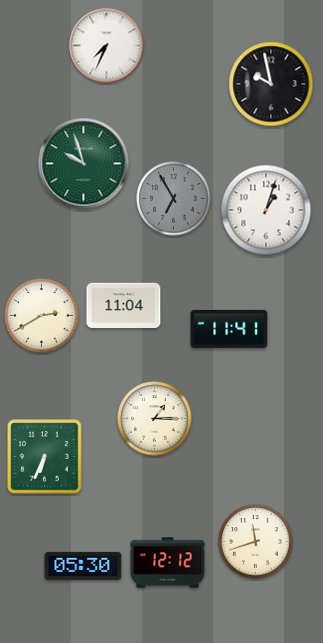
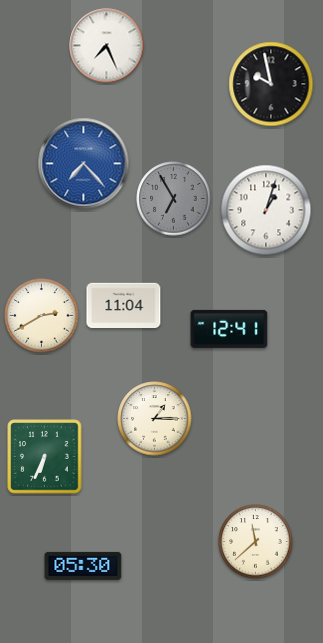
clock at (107, 46): 7:34 -> 7:26
clock at (84, 164): 9:57 -> 7:23
clock at (84, 164) dial: green -> blue
clock at (229, 329): 11:41 -> 12:41
clock at (256, 542): 11:42 -> 11:38
clock at (168, 563): 12:12 -> none
